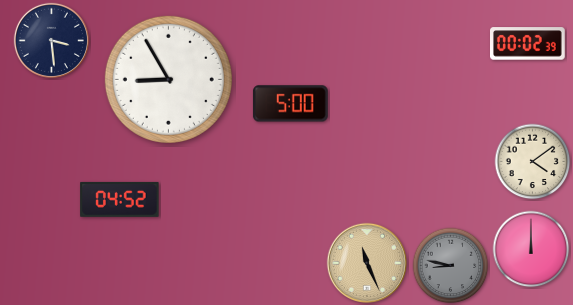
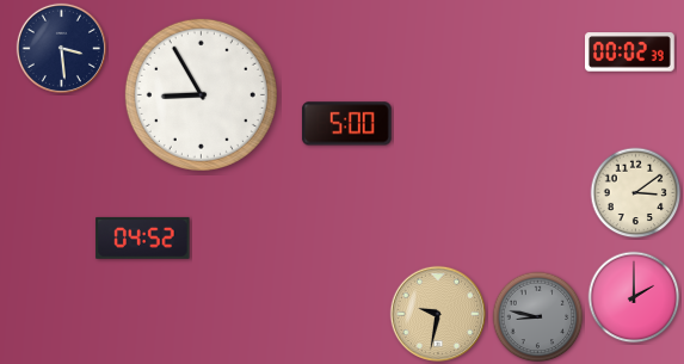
clock at (533, 162): 4:09 -> 3:09
clock at (531, 249): 12:00 -> 2:00
clock at (366, 262): 11:26 -> 9:32
